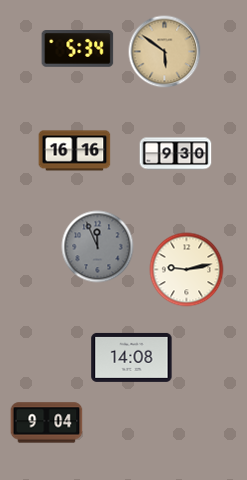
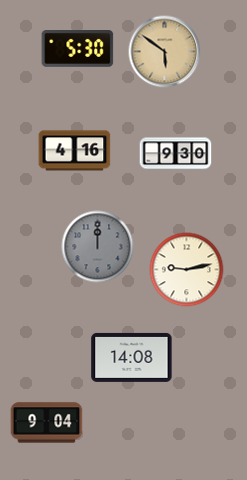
clock at (78, 49): 5:34 -> 5:30
clock at (75, 151): 16:16 -> 4:16
clock at (98, 247): 11:56 -> 12:00
